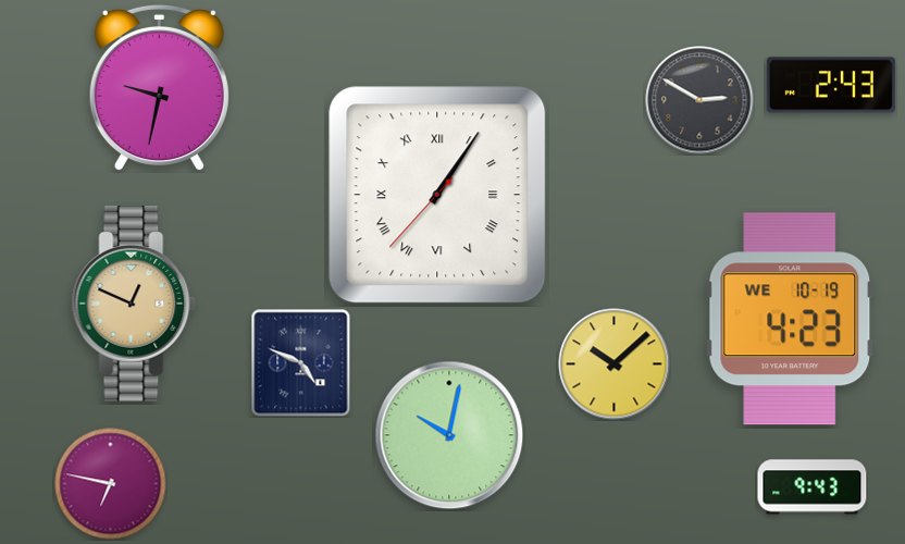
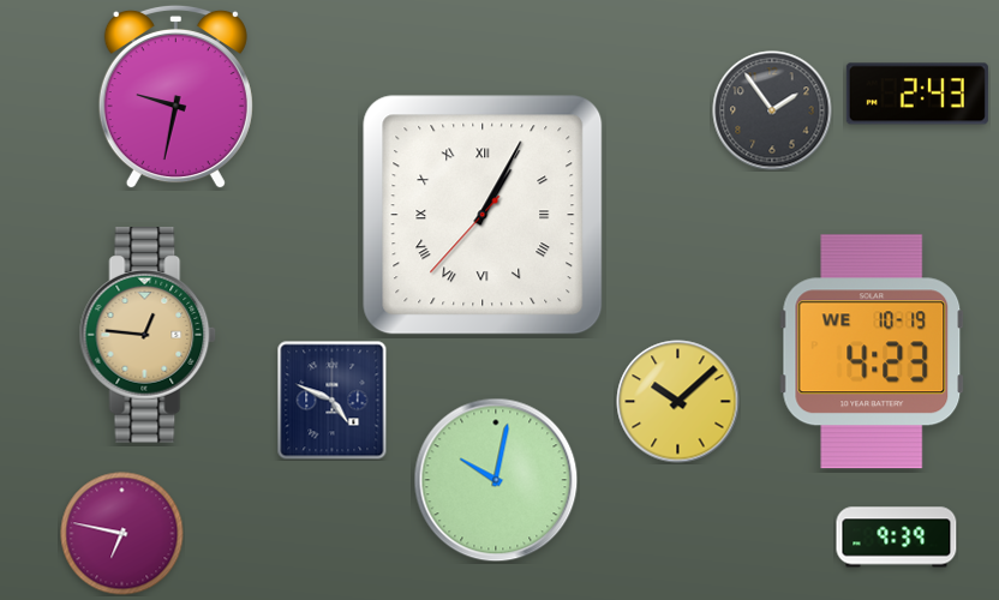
clock at (699, 100): 2:50 -> 1:54
clock at (437, 195): 1:05 -> 1:04
clock at (134, 304): 12:49 -> 12:46
clock at (813, 487): 9:43 -> 9:39
